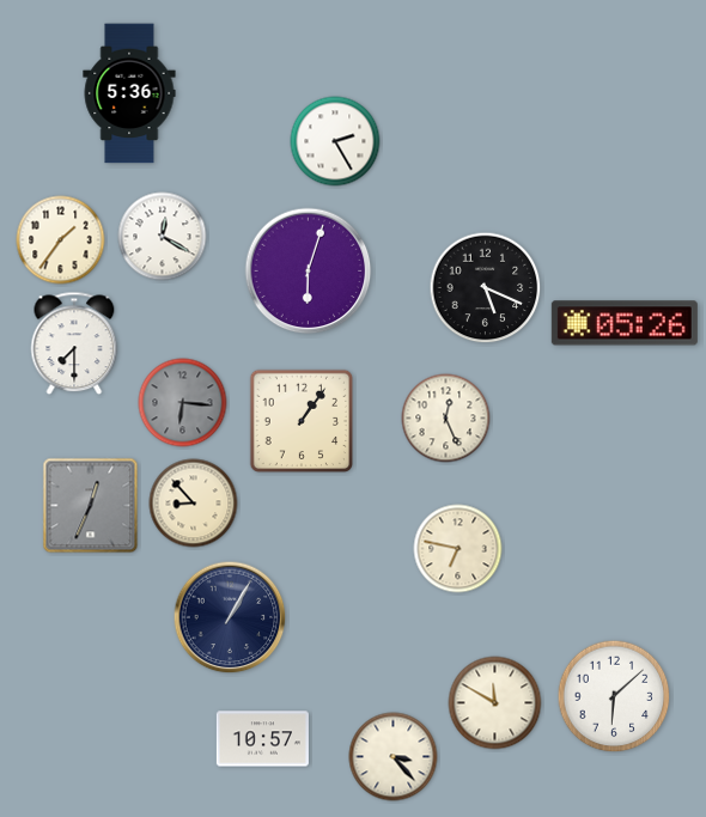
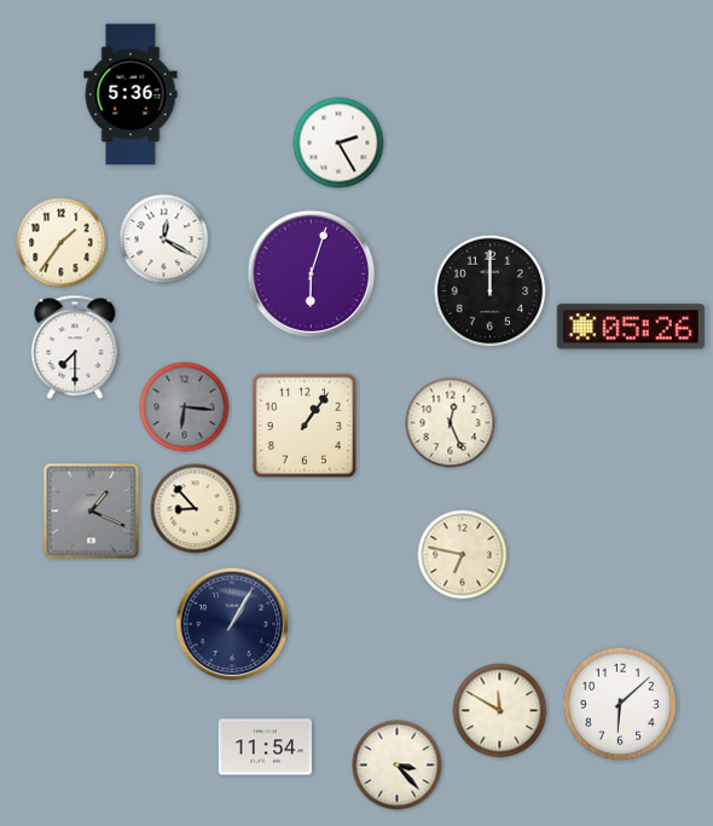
clock at (486, 288): 5:19 -> 12:00
clock at (91, 506): 12:34 -> 1:19
clock at (262, 739): 10:57 -> 11:54
